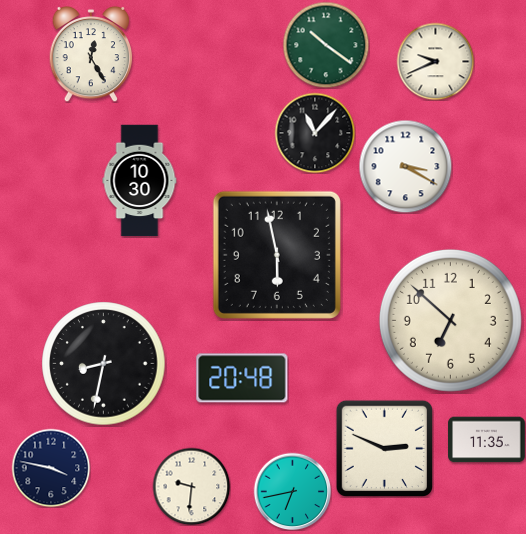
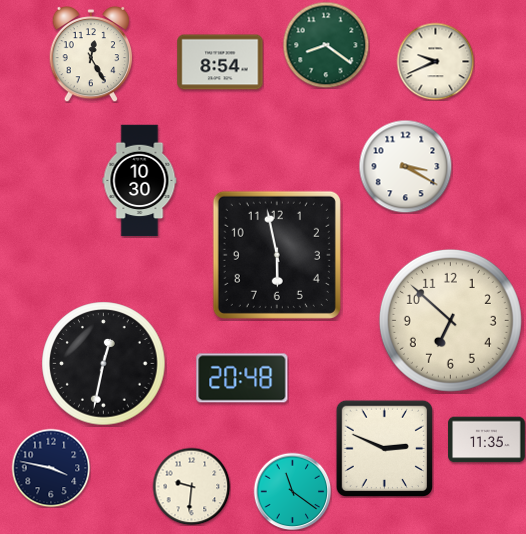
clock at (326, 45): 10:21 -> 8:21
clock at (220, 62): none -> 8:54
clock at (315, 133): 11:07 -> none
clock at (104, 364): 8:32 -> 12:32
clock at (292, 491): 6:43 -> 11:21
